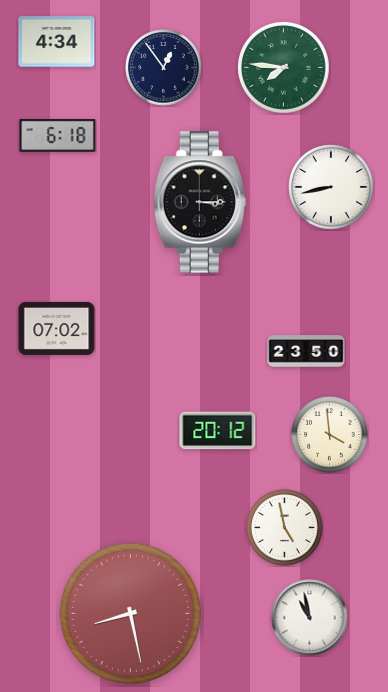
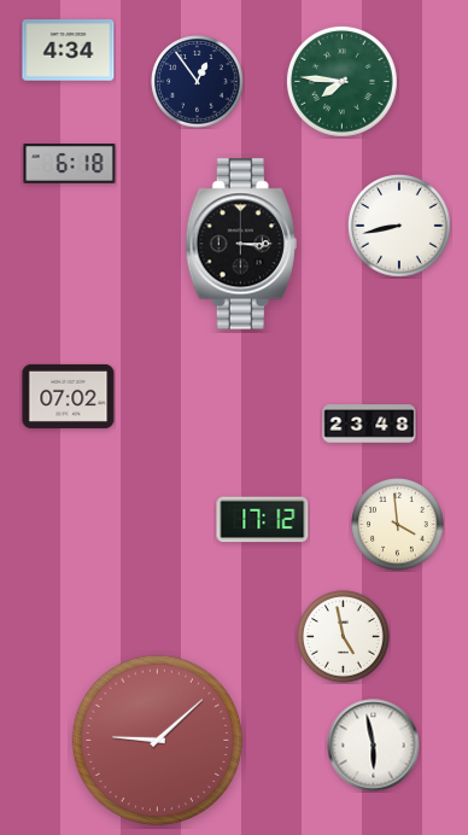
clock at (306, 351): 23:50 -> 23:48
clock at (218, 431): 20:12 -> 17:12
clock at (130, 613): 8:28 -> 9:08
clock at (310, 618): 10:58 -> 5:58
